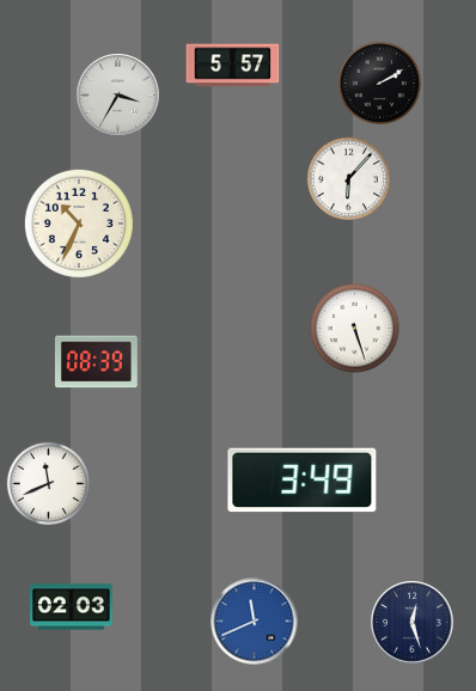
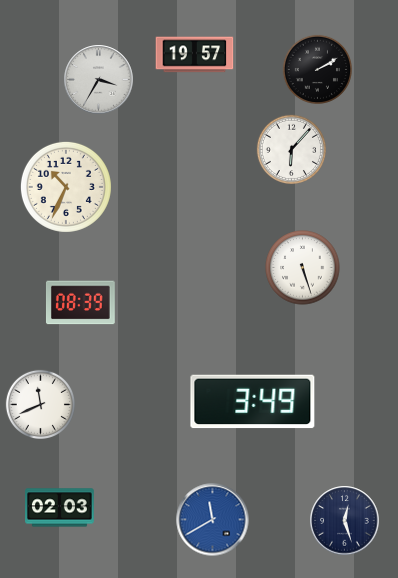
clock at (233, 66): 5:57 -> 19:57
clock at (355, 329) position: (355, 329) -> (303, 268)
clock at (255, 622): 11:41 -> 11:40
